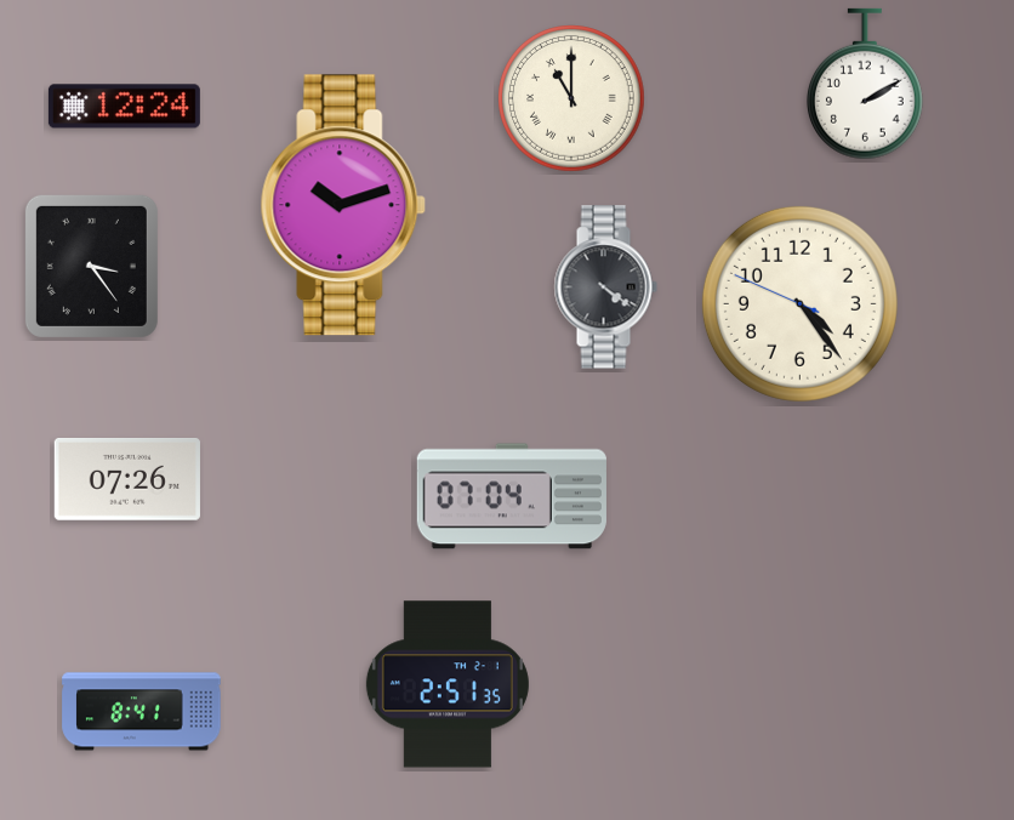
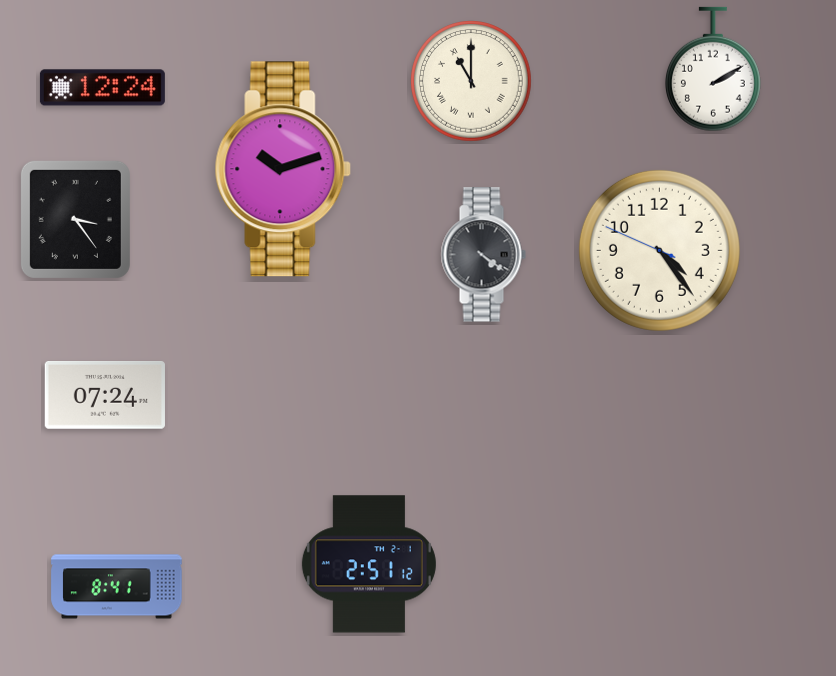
clock at (605, 287) position: (605, 287) -> (483, 255)
clock at (127, 480): 07:26 -> 07:24
clock at (512, 496): 07:04 -> none
clock at (448, 684): 2:51:35 -> 2:51:12
